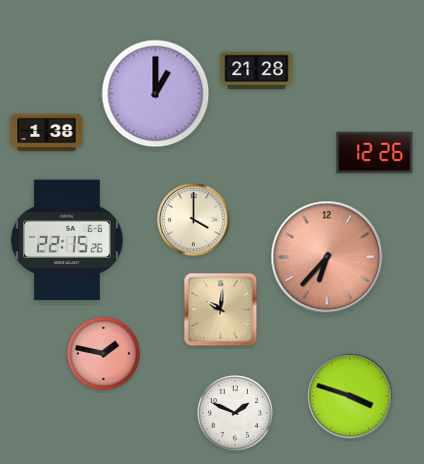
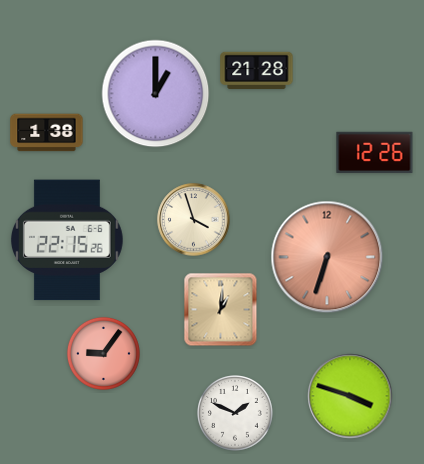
clock at (194, 220): 4:00 -> 3:57
clock at (327, 257): 6:37 -> 6:33
clock at (221, 310): 10:01 -> 1:01
clock at (103, 353): 1:47 -> 9:06
